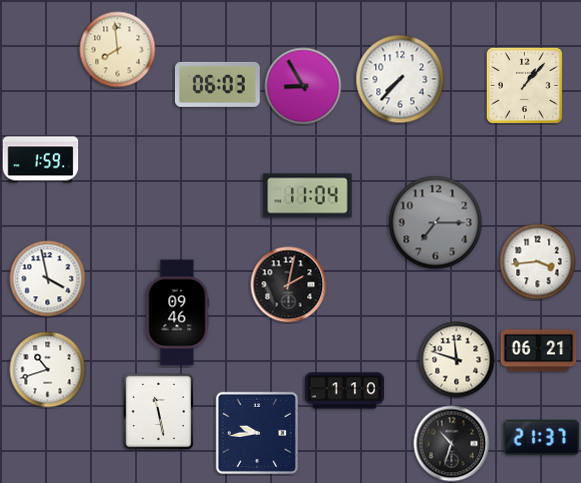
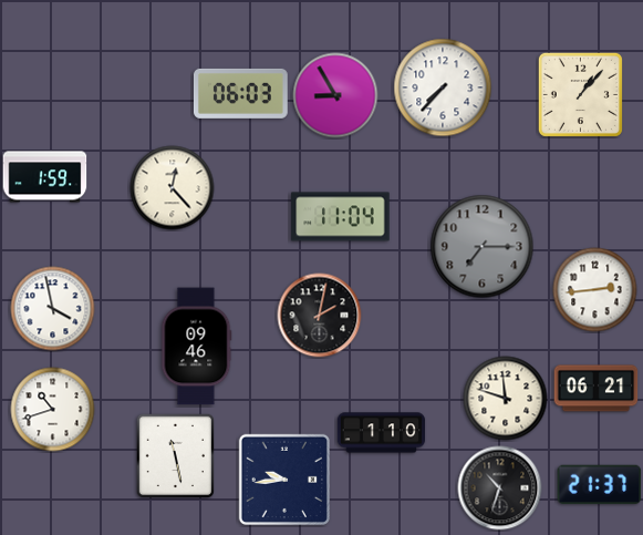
clock at (118, 50): 7:59 -> none
clock at (173, 188): none -> 12:23
clock at (538, 262): 3:44 -> 2:44
clock at (452, 444) position: (452, 444) -> (500, 488)
